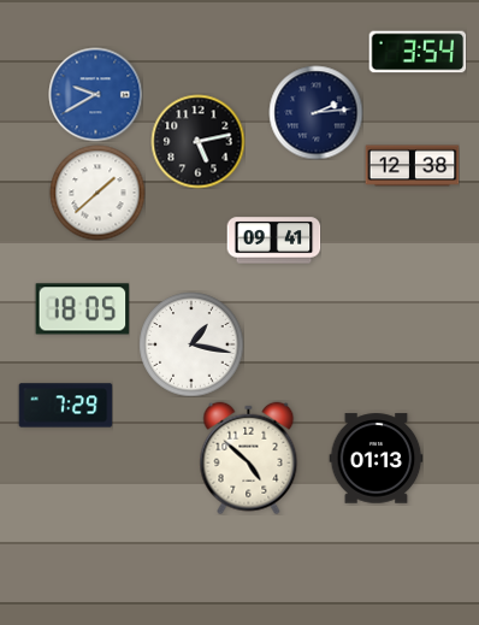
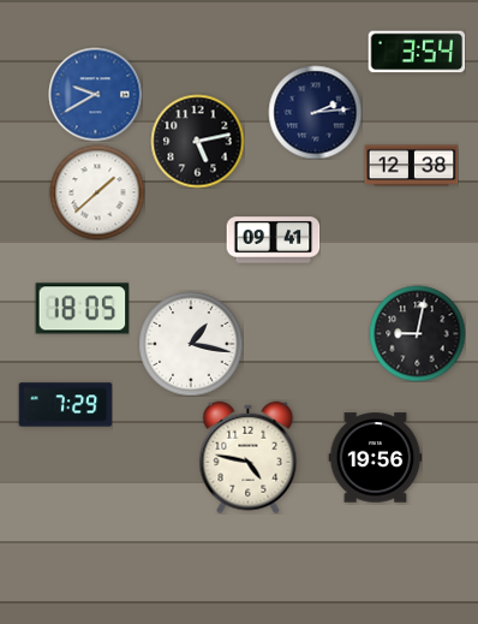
clock at (417, 333): none -> 9:02
clock at (249, 458): 4:52 -> 4:47
clock at (375, 459): 01:13 -> 19:56
